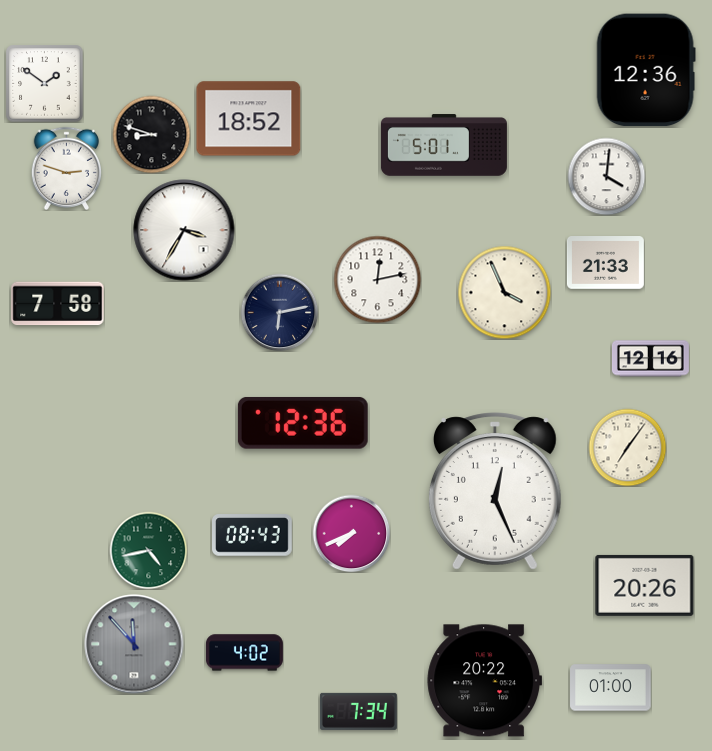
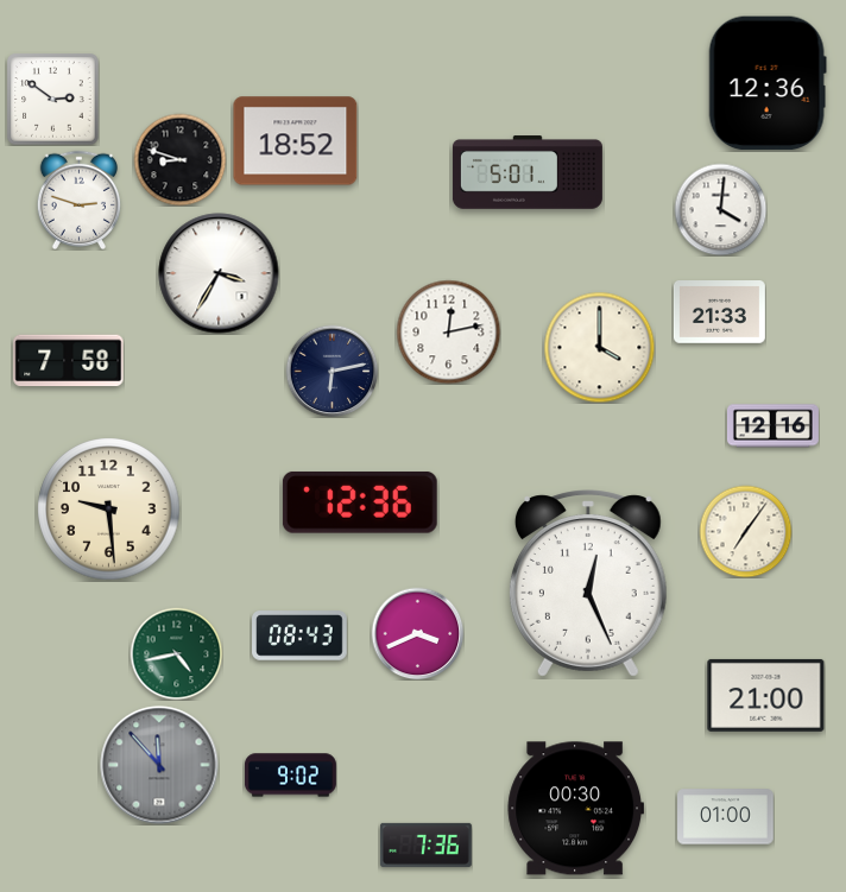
clock at (44, 83): 1:51 -> 2:51
clock at (504, 292): 3:56 -> 4:00
clock at (109, 510): none -> 9:29
clock at (351, 533): 7:41 -> 3:41
clock at (645, 585): 20:26 -> 21:00
clock at (244, 653): 4:02 -> 9:02
clock at (485, 681): 20:22 -> 00:30
clock at (358, 711): 7:34 -> 7:36
